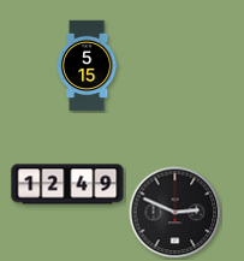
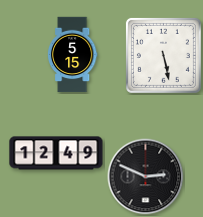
clock at (163, 55): none -> 5:28
